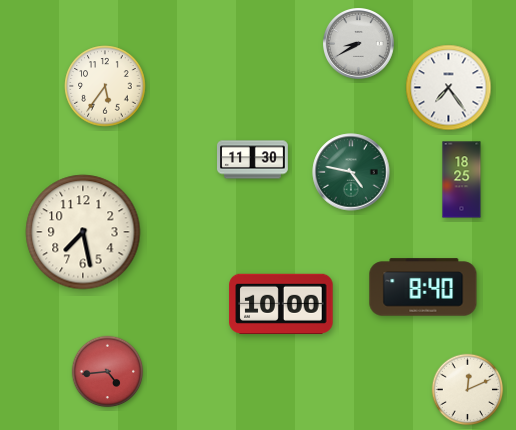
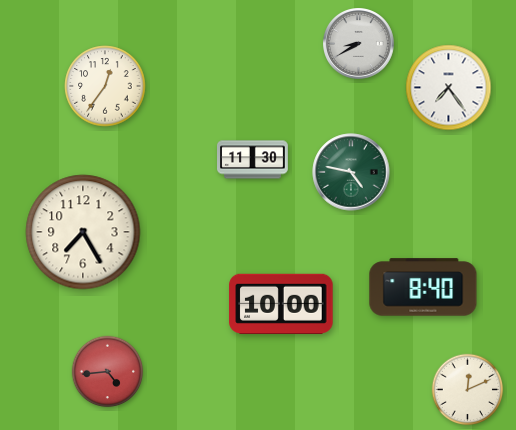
clock at (105, 86): 5:36 -> 12:36
clock at (462, 180): 18:25 -> none
clock at (83, 232): 7:28 -> 7:25
